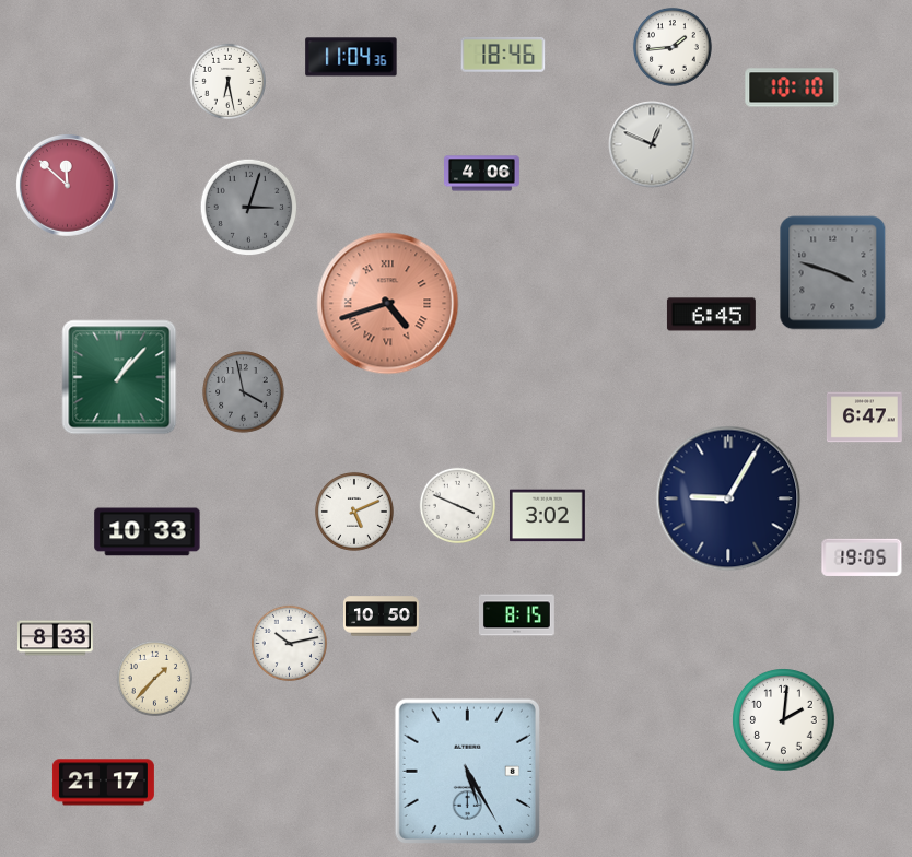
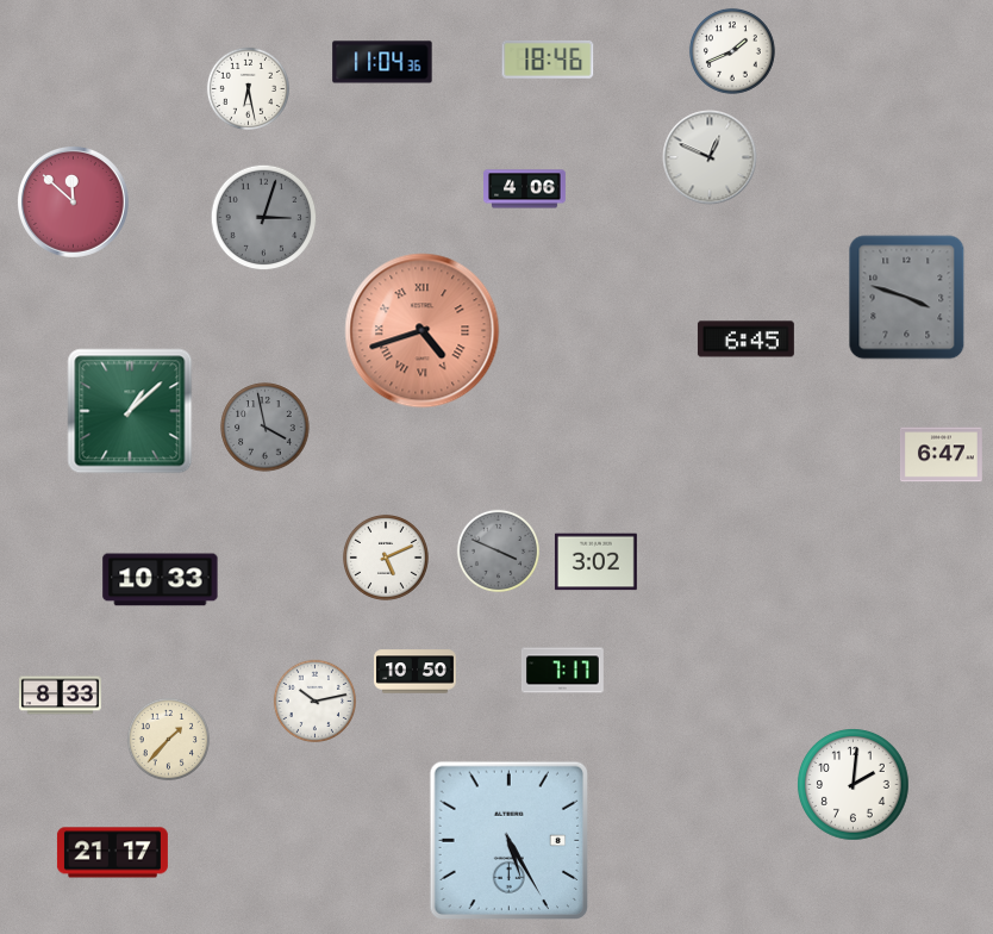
clock at (673, 47): 1:44 -> 1:41
clock at (792, 87): 10:10 -> none
clock at (249, 208) position: (249, 208) -> (264, 218)
clock at (711, 315) position: (711, 315) -> (745, 340)
clock at (119, 377): 1:07 -> 1:08
clock at (728, 498): 9:05 -> none
clock at (457, 505) dial: white -> grey
clock at (862, 557): 19:05 -> none
clock at (517, 615): 8:15 -> 7:17
